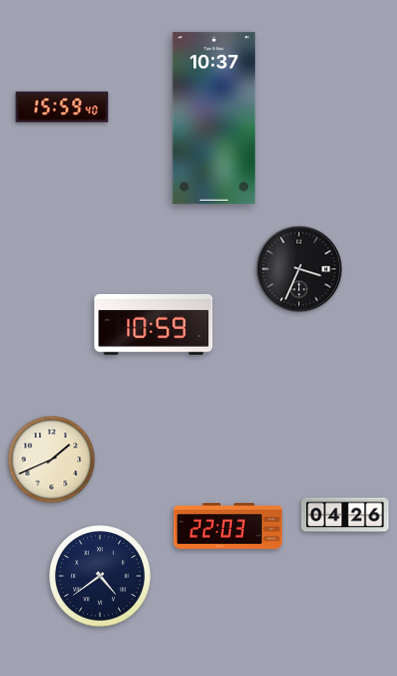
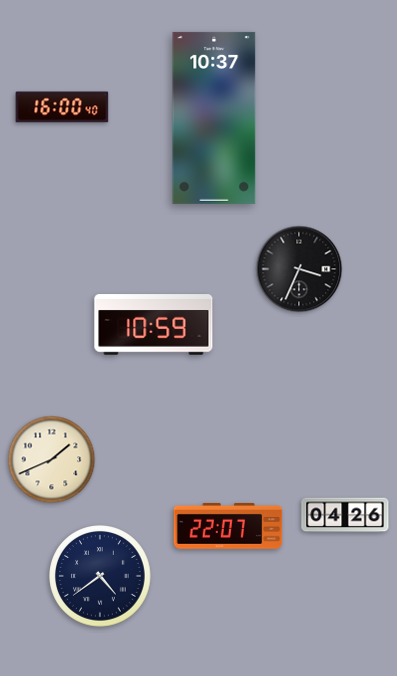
clock at (62, 107): 15:59 -> 16:00
clock at (228, 526): 22:03 -> 22:07
